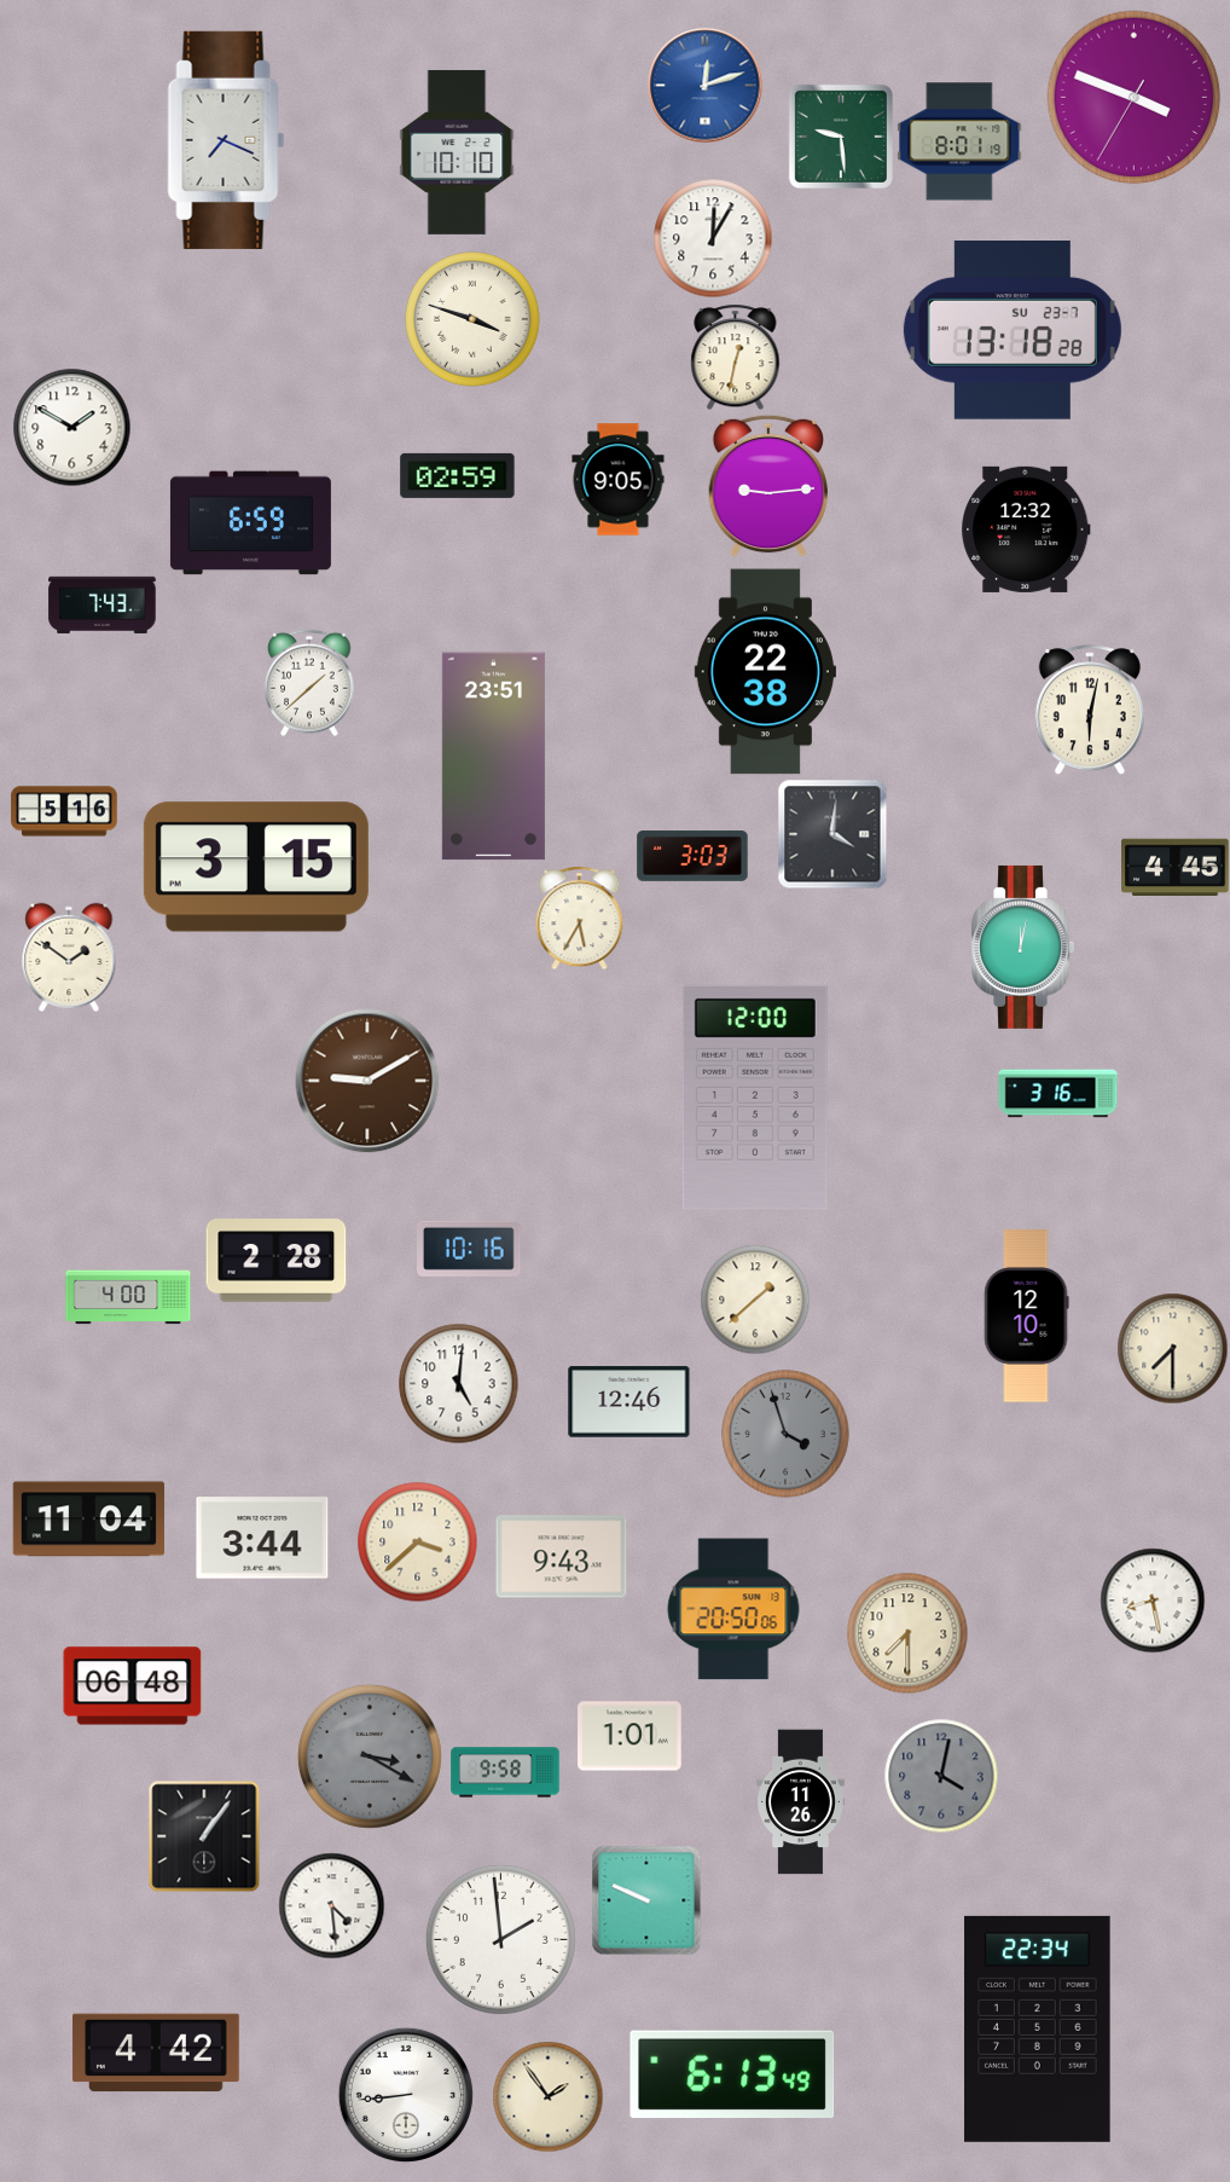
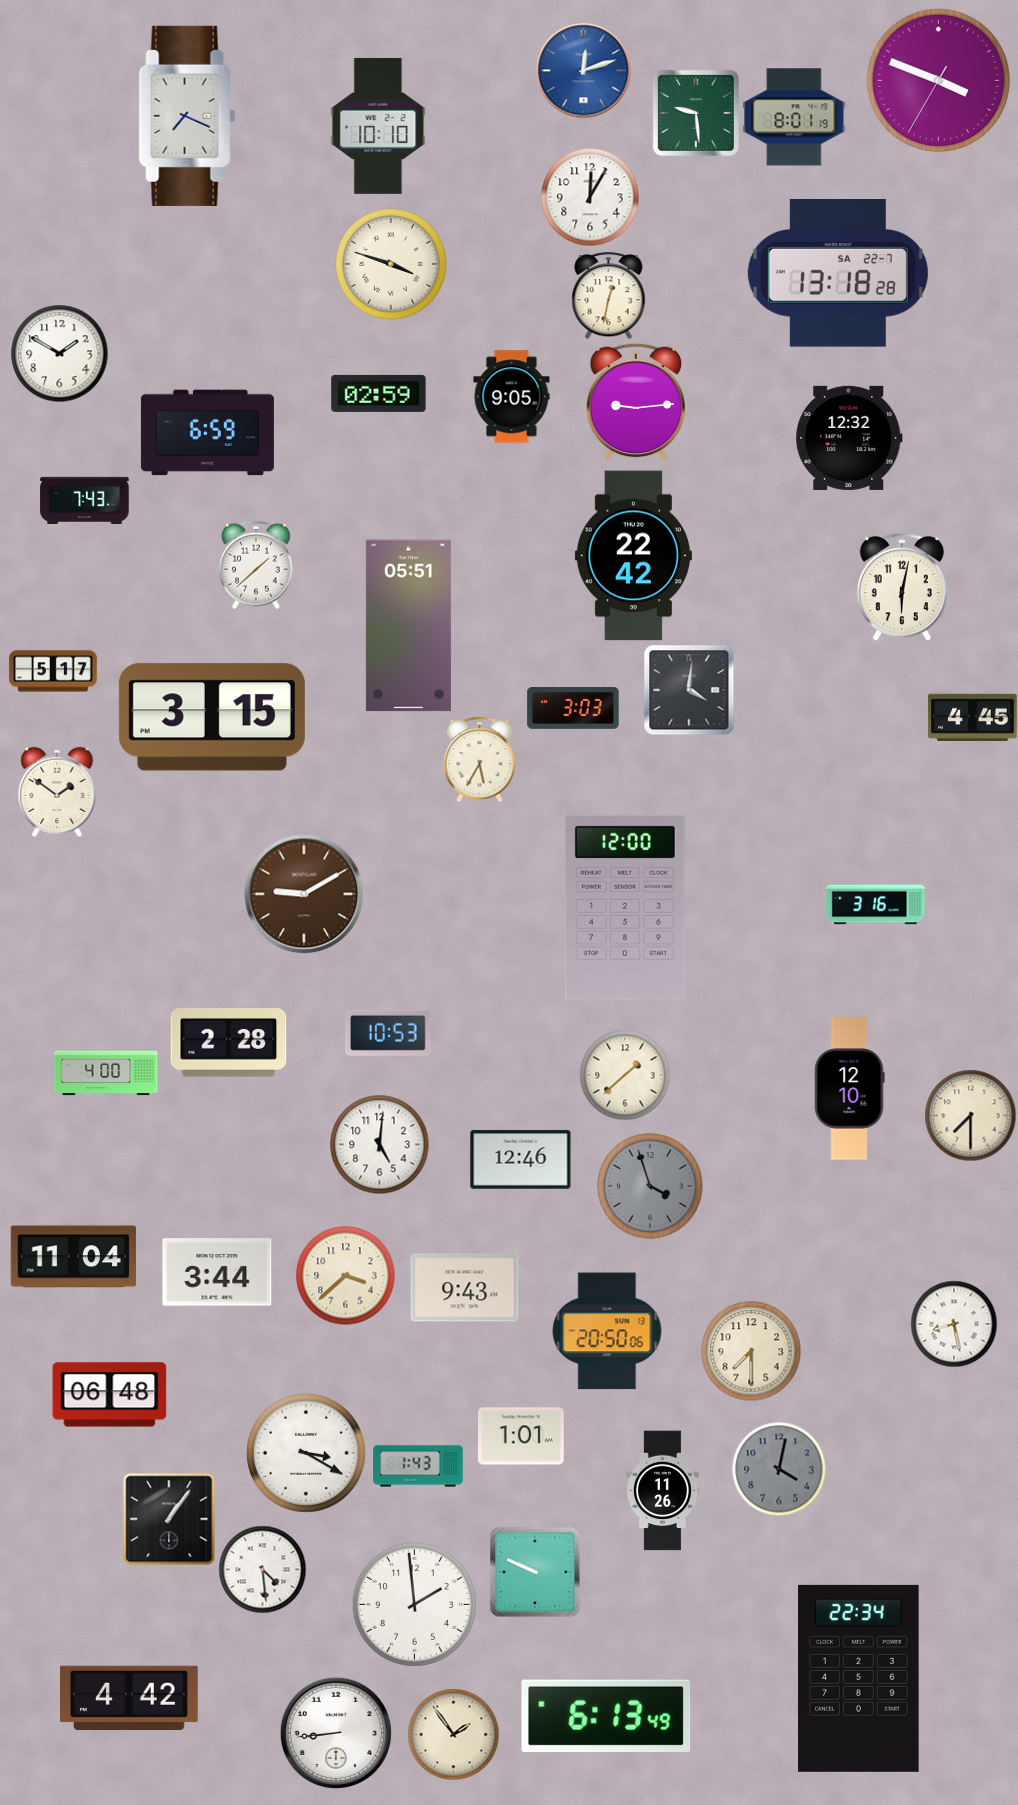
clock at (1013, 331) date: SU 23-7 -> SA 22-7
clock at (765, 672): 22:38 -> 22:42
clock at (493, 757): 23:51 -> 05:51
clock at (64, 811): 5:16 -> 5:17
clock at (1022, 947): 12:02 -> none
clock at (470, 1249): 10:16 -> 10:53
clock at (370, 1756) dial: grey -> white
clock at (505, 1772): 9:58 -> 1:43
clock at (331, 1905) position: (331, 1905) -> (262, 1569)
